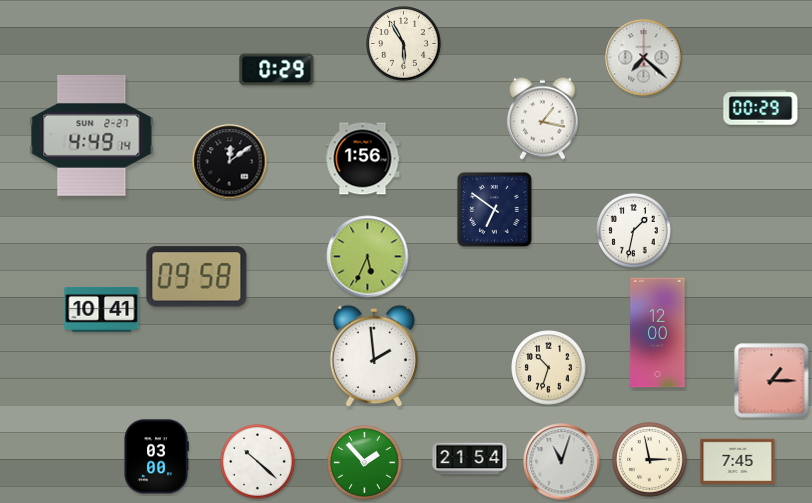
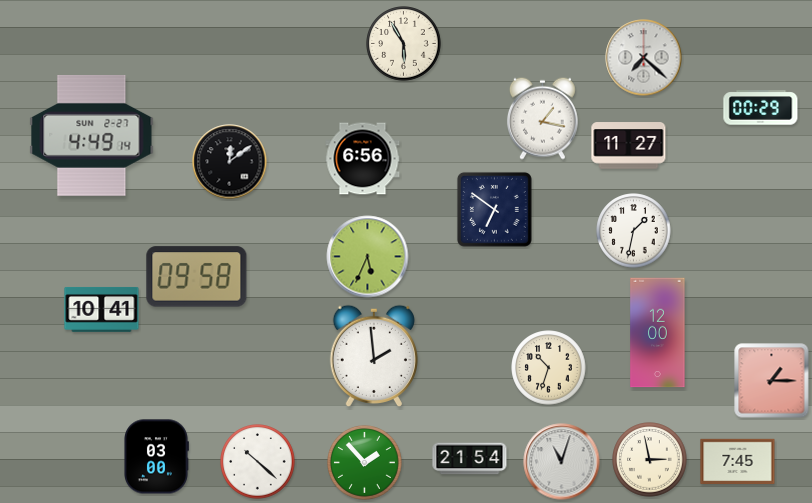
clock at (277, 70): 0:29 -> none
clock at (629, 146): none -> 11:27
clock at (363, 159): 1:56 -> 6:56
